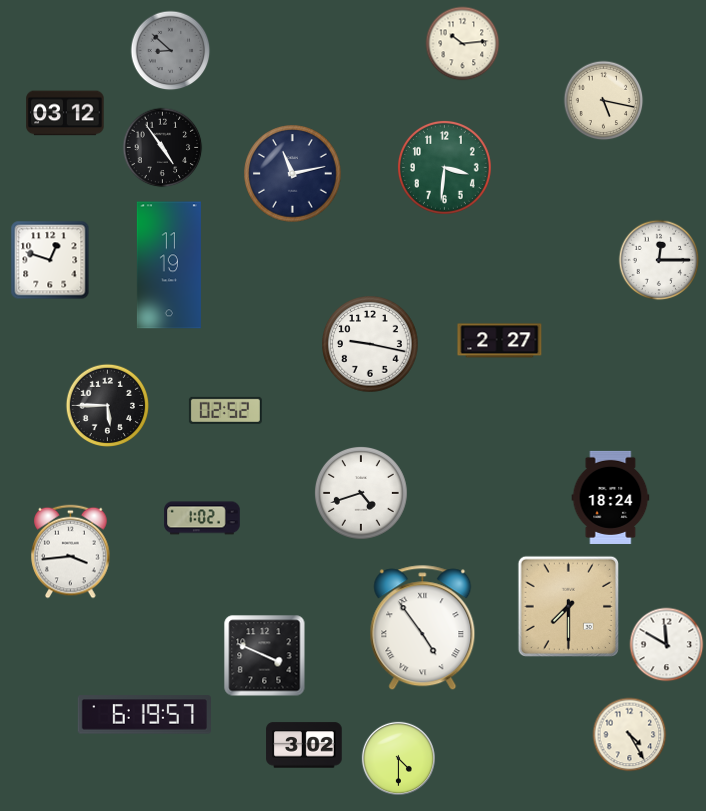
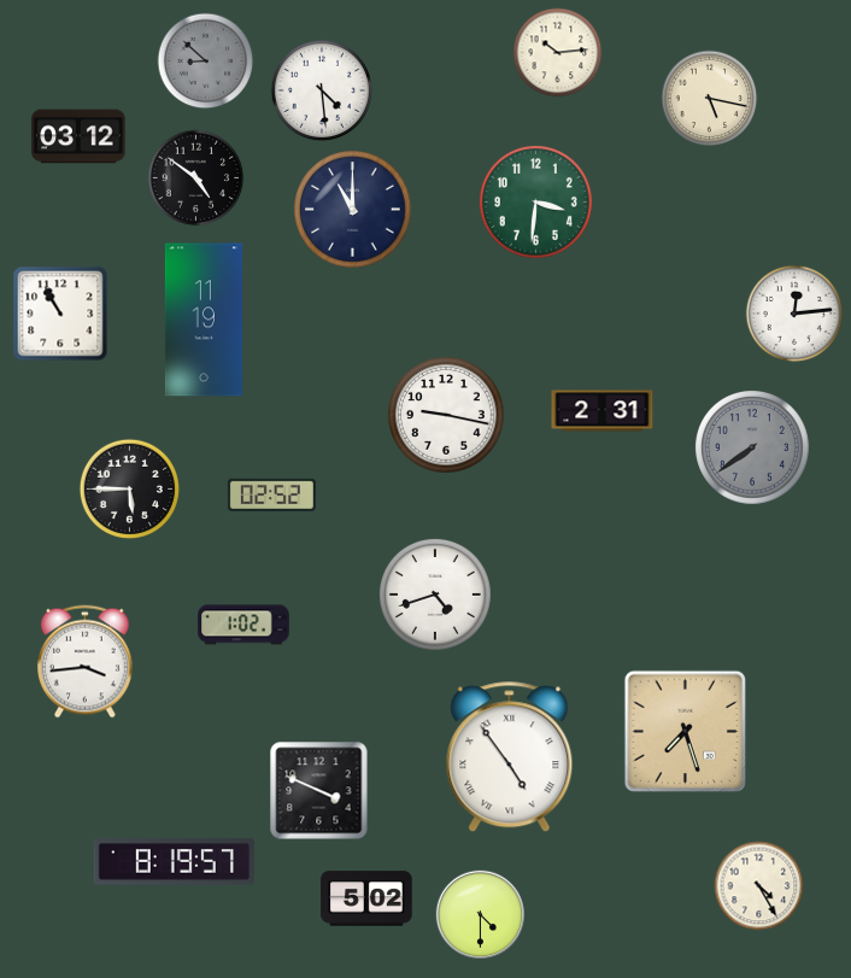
clock at (321, 89): none -> 4:29
clock at (604, 101) position: (604, 101) -> (710, 99)
clock at (163, 148): 4:54 -> 4:51
clock at (293, 174): 11:13 -> 11:00
clock at (50, 260): 12:48 -> 10:55
clock at (659, 260): 12:15 -> 12:14
clock at (500, 341): 2:27 -> 2:31
clock at (753, 449): none -> 7:39
clock at (611, 497): 18:24 -> none
clock at (71, 552) position: (71, 552) -> (86, 662)
clock at (568, 606): 7:30 -> 7:27
clock at (667, 645): 11:50 -> none
clock at (144, 715): 6:19 -> 8:19
clock at (304, 745): 3:02 -> 5:02
